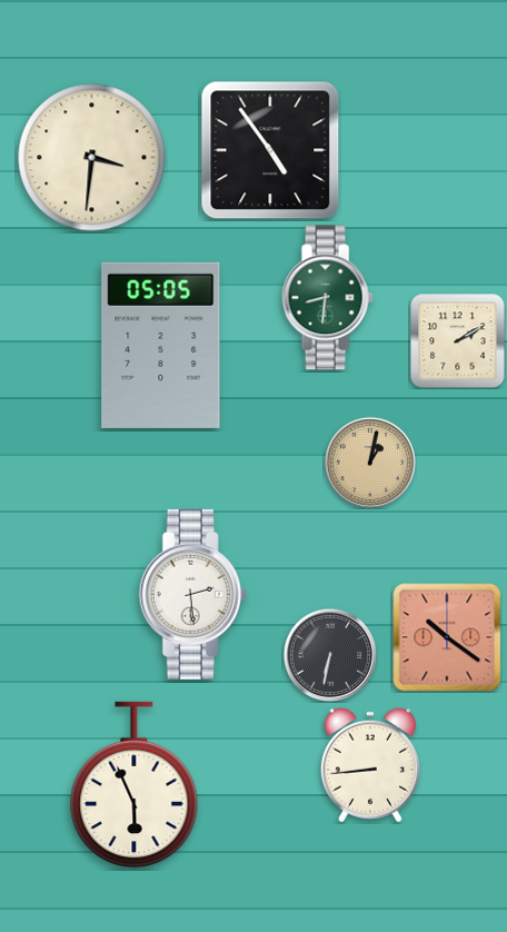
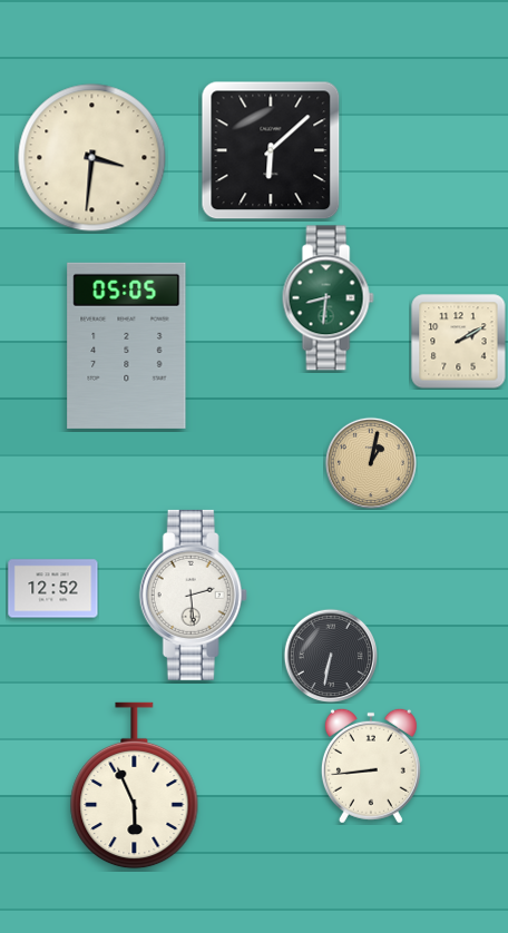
clock at (270, 150): 4:54 -> 6:08
clock at (161, 345) position: (161, 345) -> (127, 345)
clock at (53, 589): none -> 12:52
clock at (447, 637): 10:21 -> none
